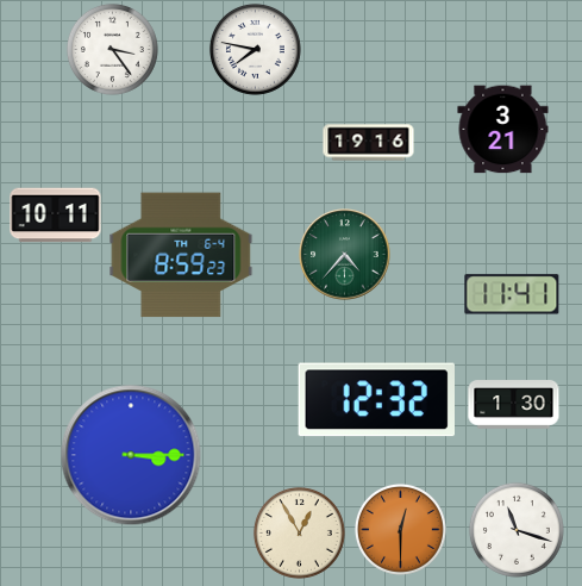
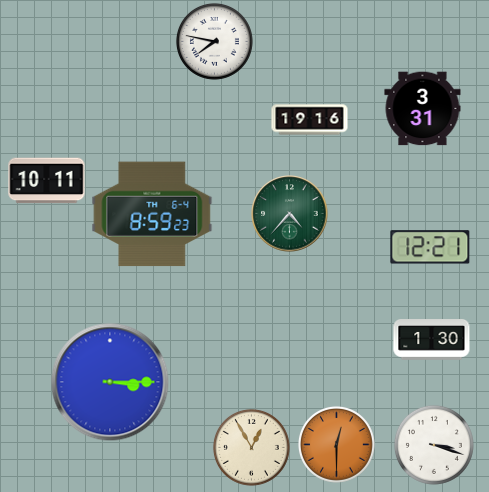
clock at (112, 49): 3:24 -> none
clock at (503, 130): 3:21 -> 3:31
clock at (512, 294): 11:41 -> 12:21
clock at (376, 400): 12:32 -> none
clock at (517, 530): 11:18 -> 3:18
